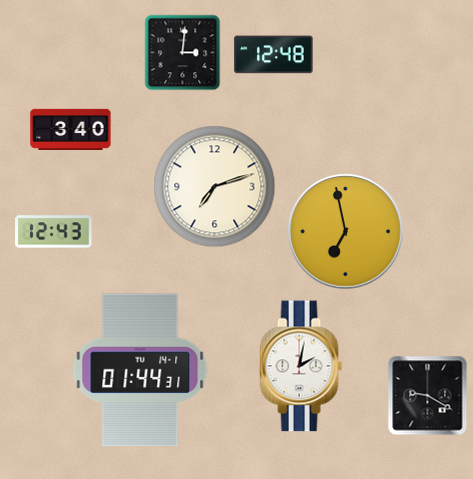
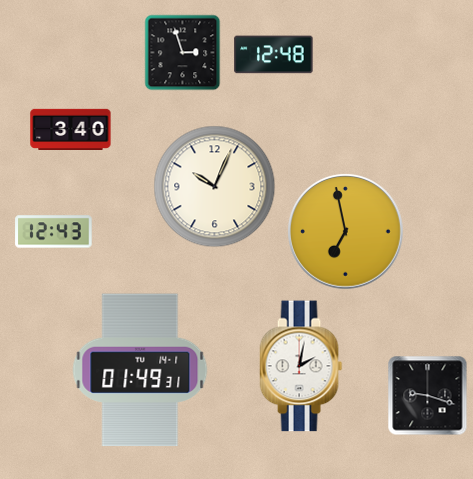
clock at (183, 53): 3:01 -> 2:57
clock at (215, 187): 7:12 -> 10:04
clock at (140, 370): 01:44 -> 01:49
clock at (428, 396): 9:20 -> 9:18
